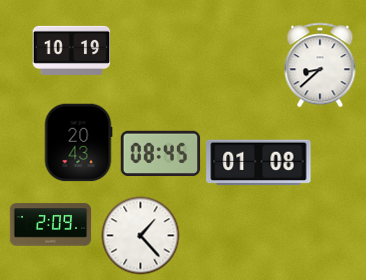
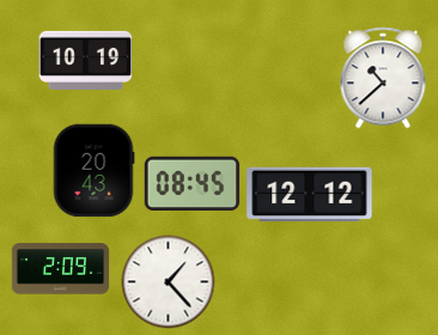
clock at (320, 65): 8:38 -> 10:38
clock at (259, 163): 01:08 -> 12:12
